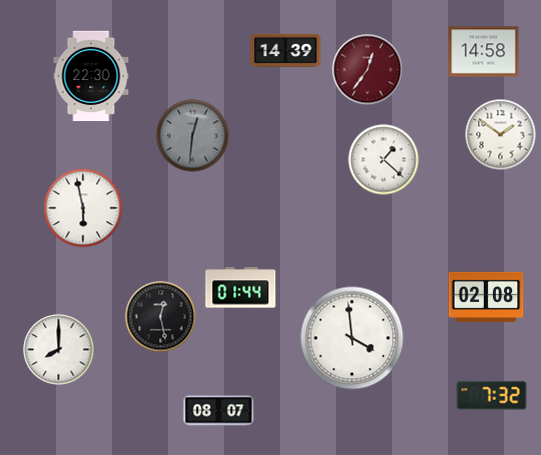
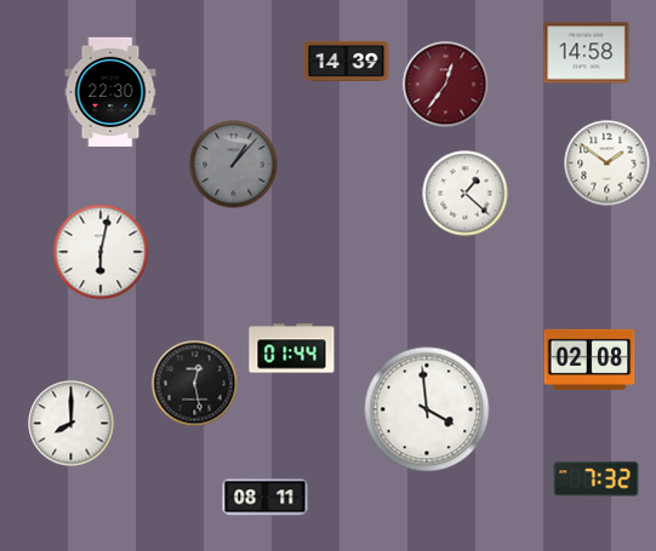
clock at (484, 52) position: (484, 52) -> (587, 53)
clock at (193, 136): 12:31 -> 1:07
clock at (83, 208): 5:58 -> 6:02
clock at (219, 411): 08:07 -> 08:11
